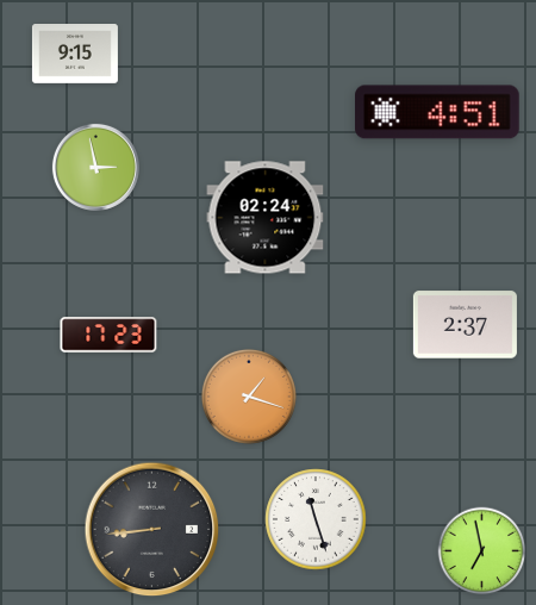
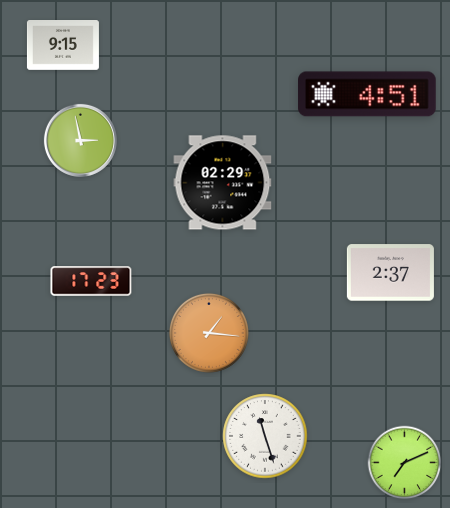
clock at (266, 218): 02:24 -> 02:29
clock at (249, 397): 1:18 -> 1:16
clock at (152, 530): 8:44 -> none
clock at (482, 551): 6:58 -> 7:11
